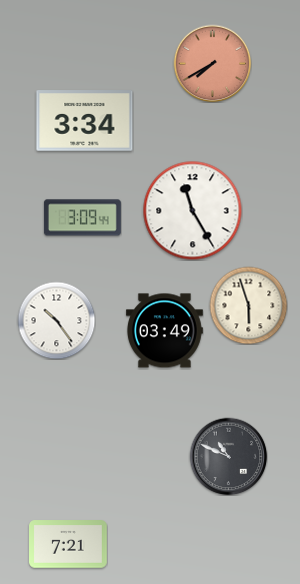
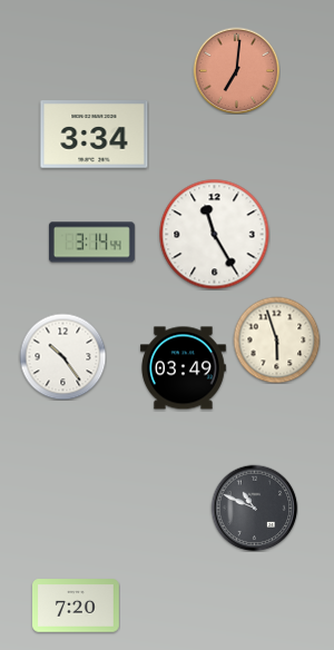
clock at (212, 63): 7:40 -> 7:01
clock at (82, 218): 3:09 -> 3:14
clock at (69, 544): 7:21 -> 7:20
